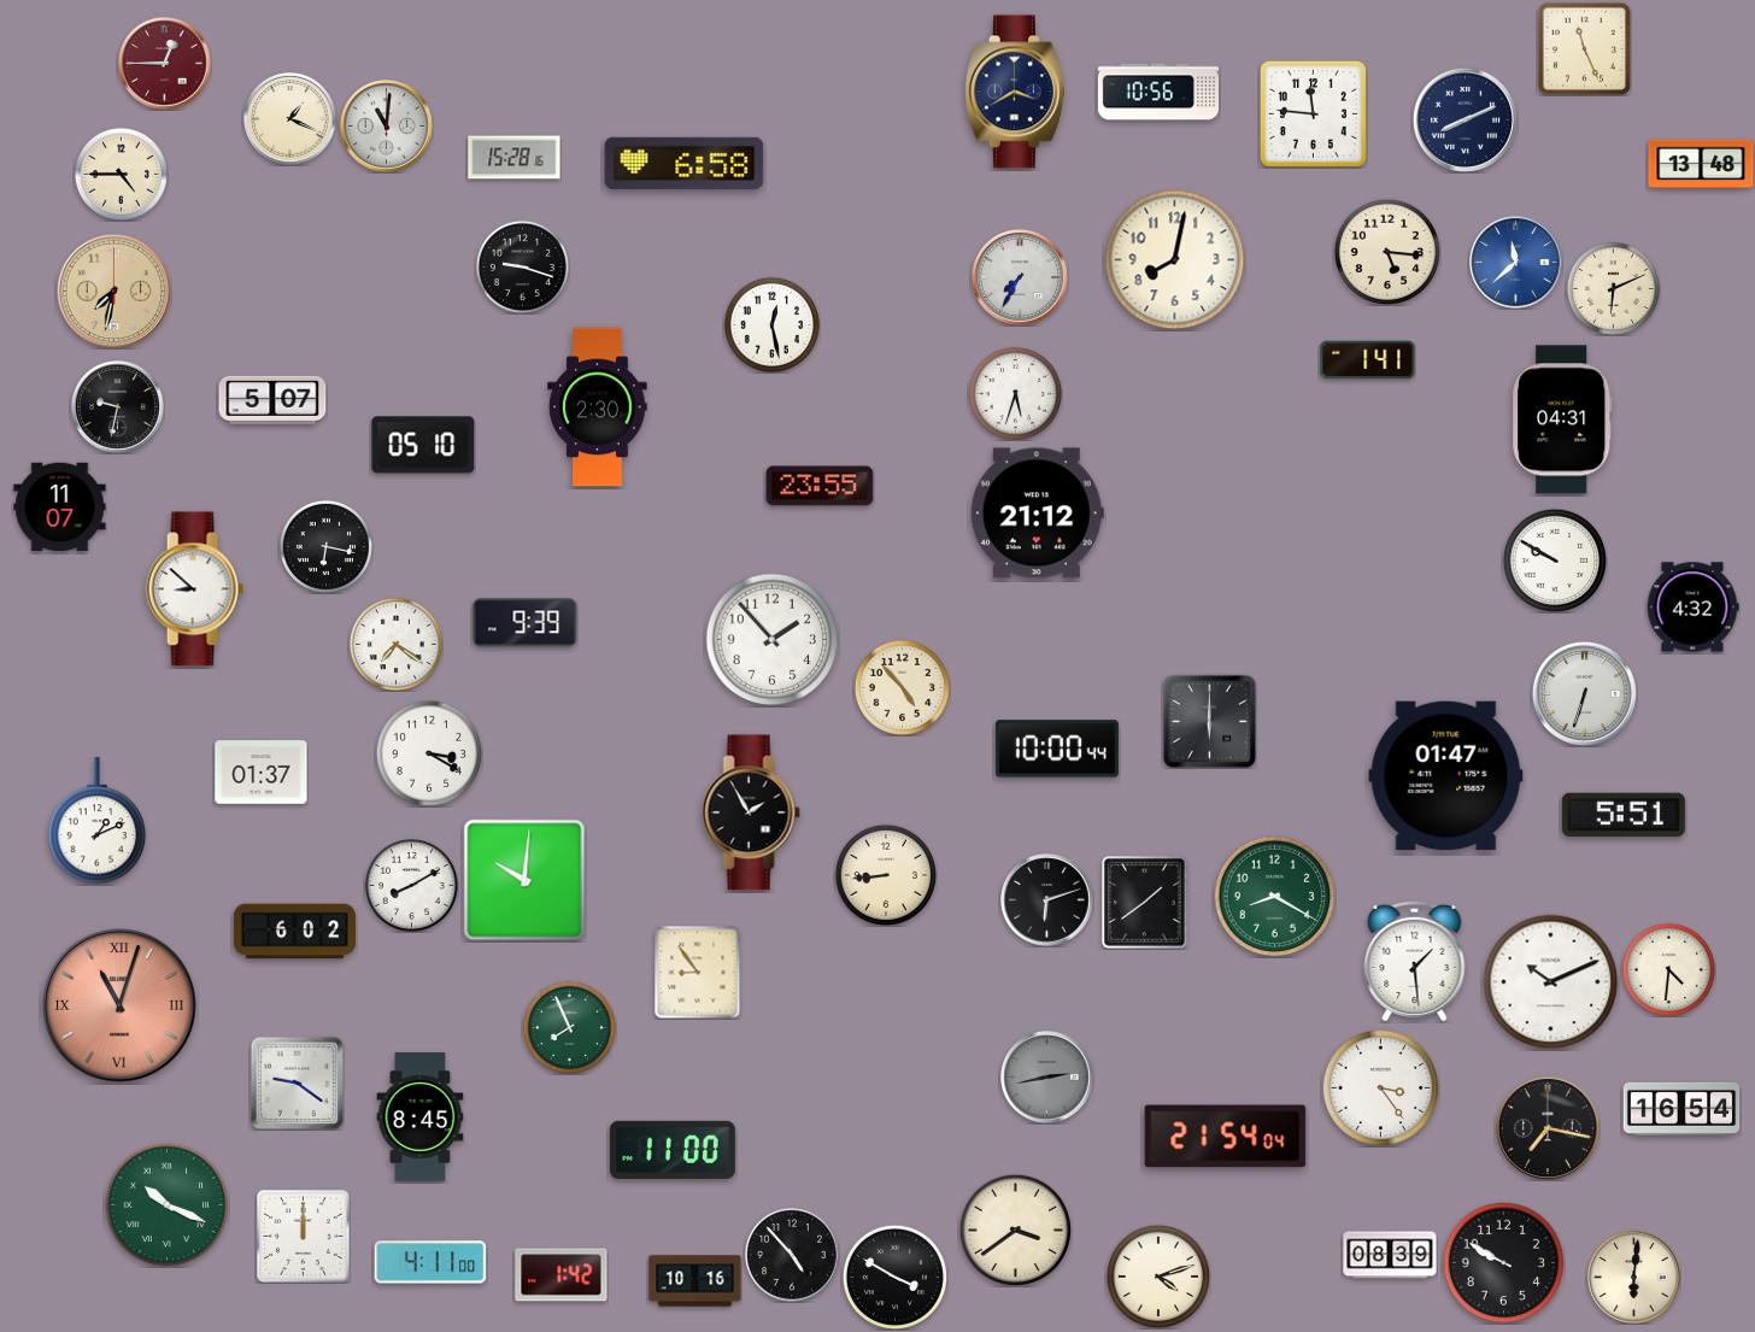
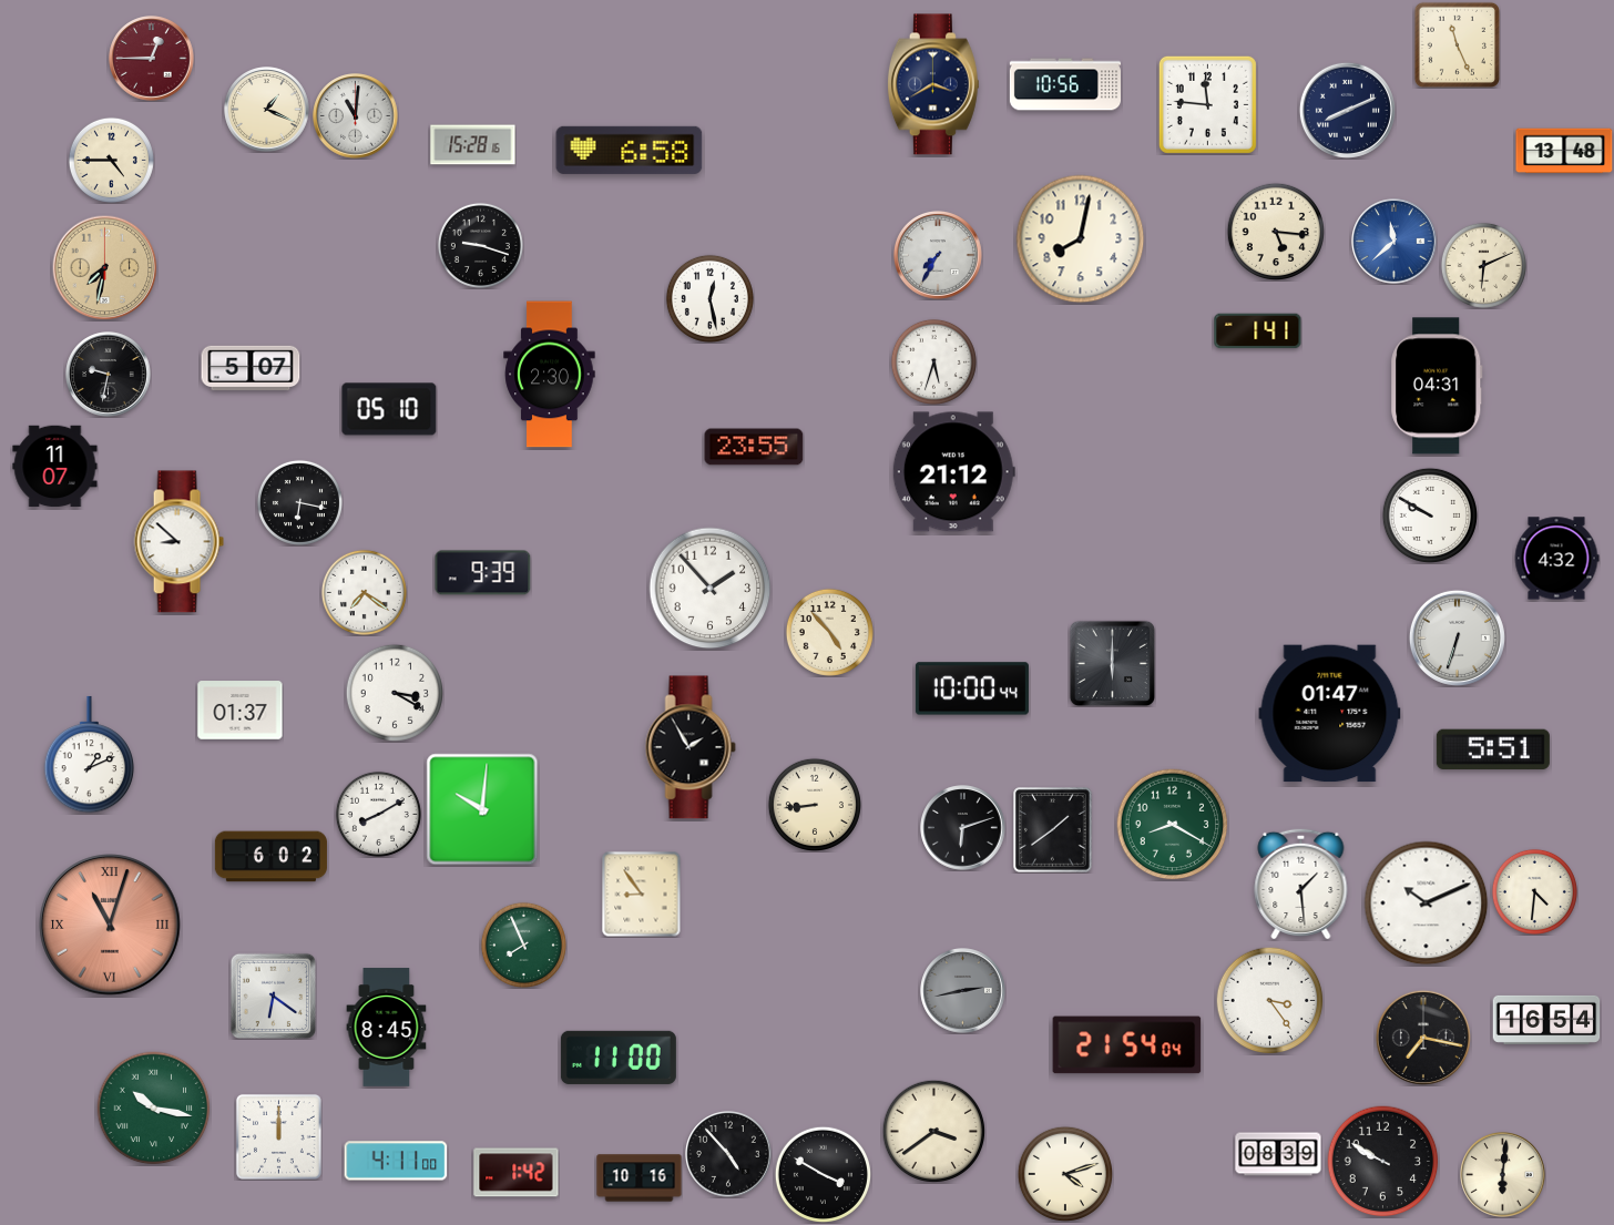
clock at (297, 1082): 9:21 -> 6:21
clock at (168, 1205): 10:19 -> 10:17
